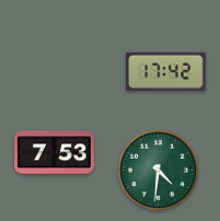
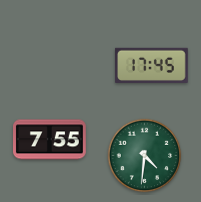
clock at (165, 71): 17:42 -> 17:45
clock at (55, 153): 7:53 -> 7:55
